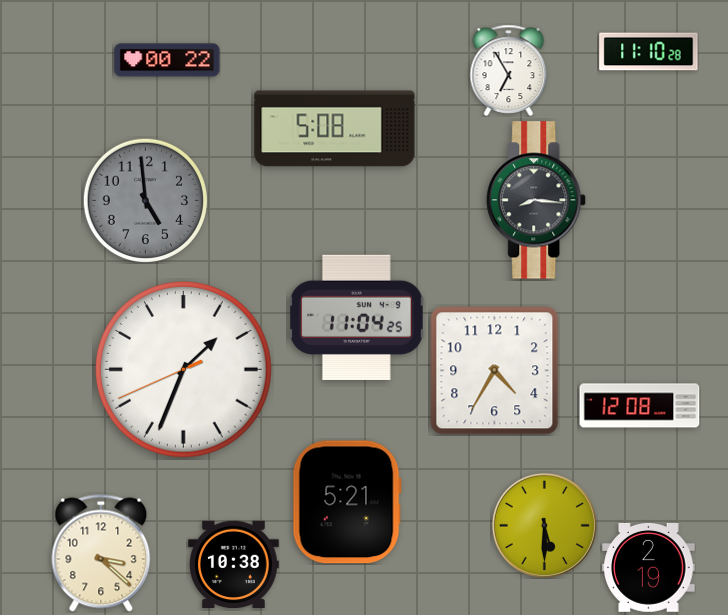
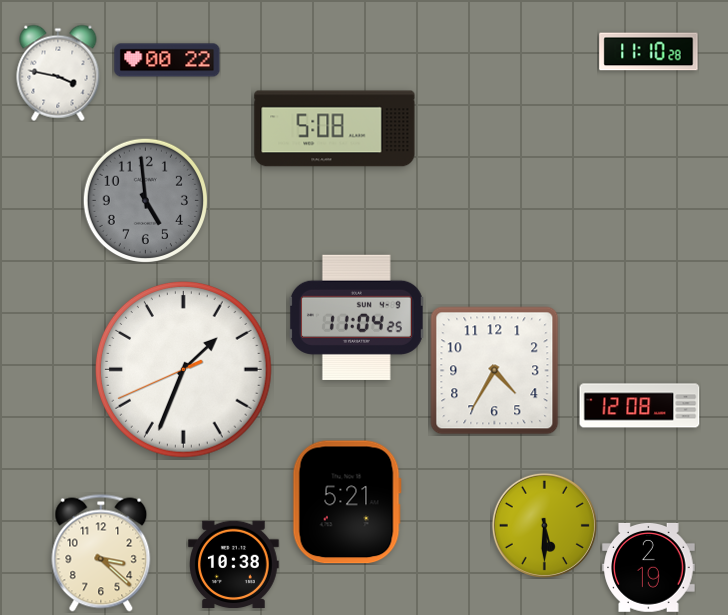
clock at (509, 70): 6:55 -> none
clock at (58, 73): none -> 3:47
clock at (537, 200): 8:16 -> none
